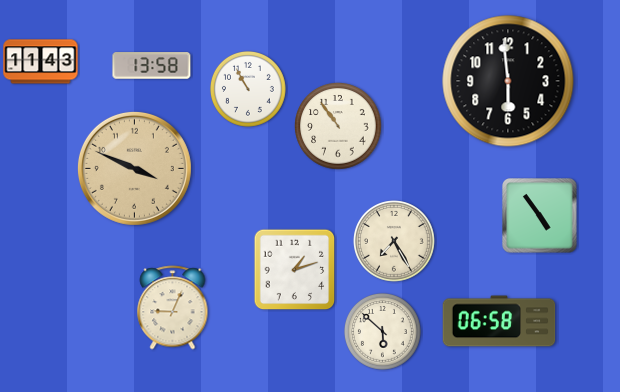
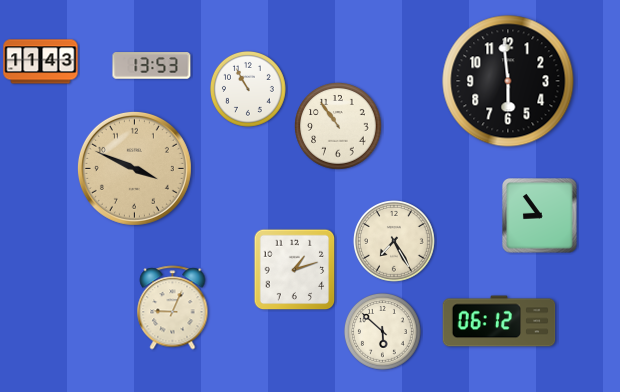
clock at (152, 66): 13:58 -> 13:53
clock at (540, 216): 4:54 -> 8:54
clock at (499, 321): 06:58 -> 06:12
